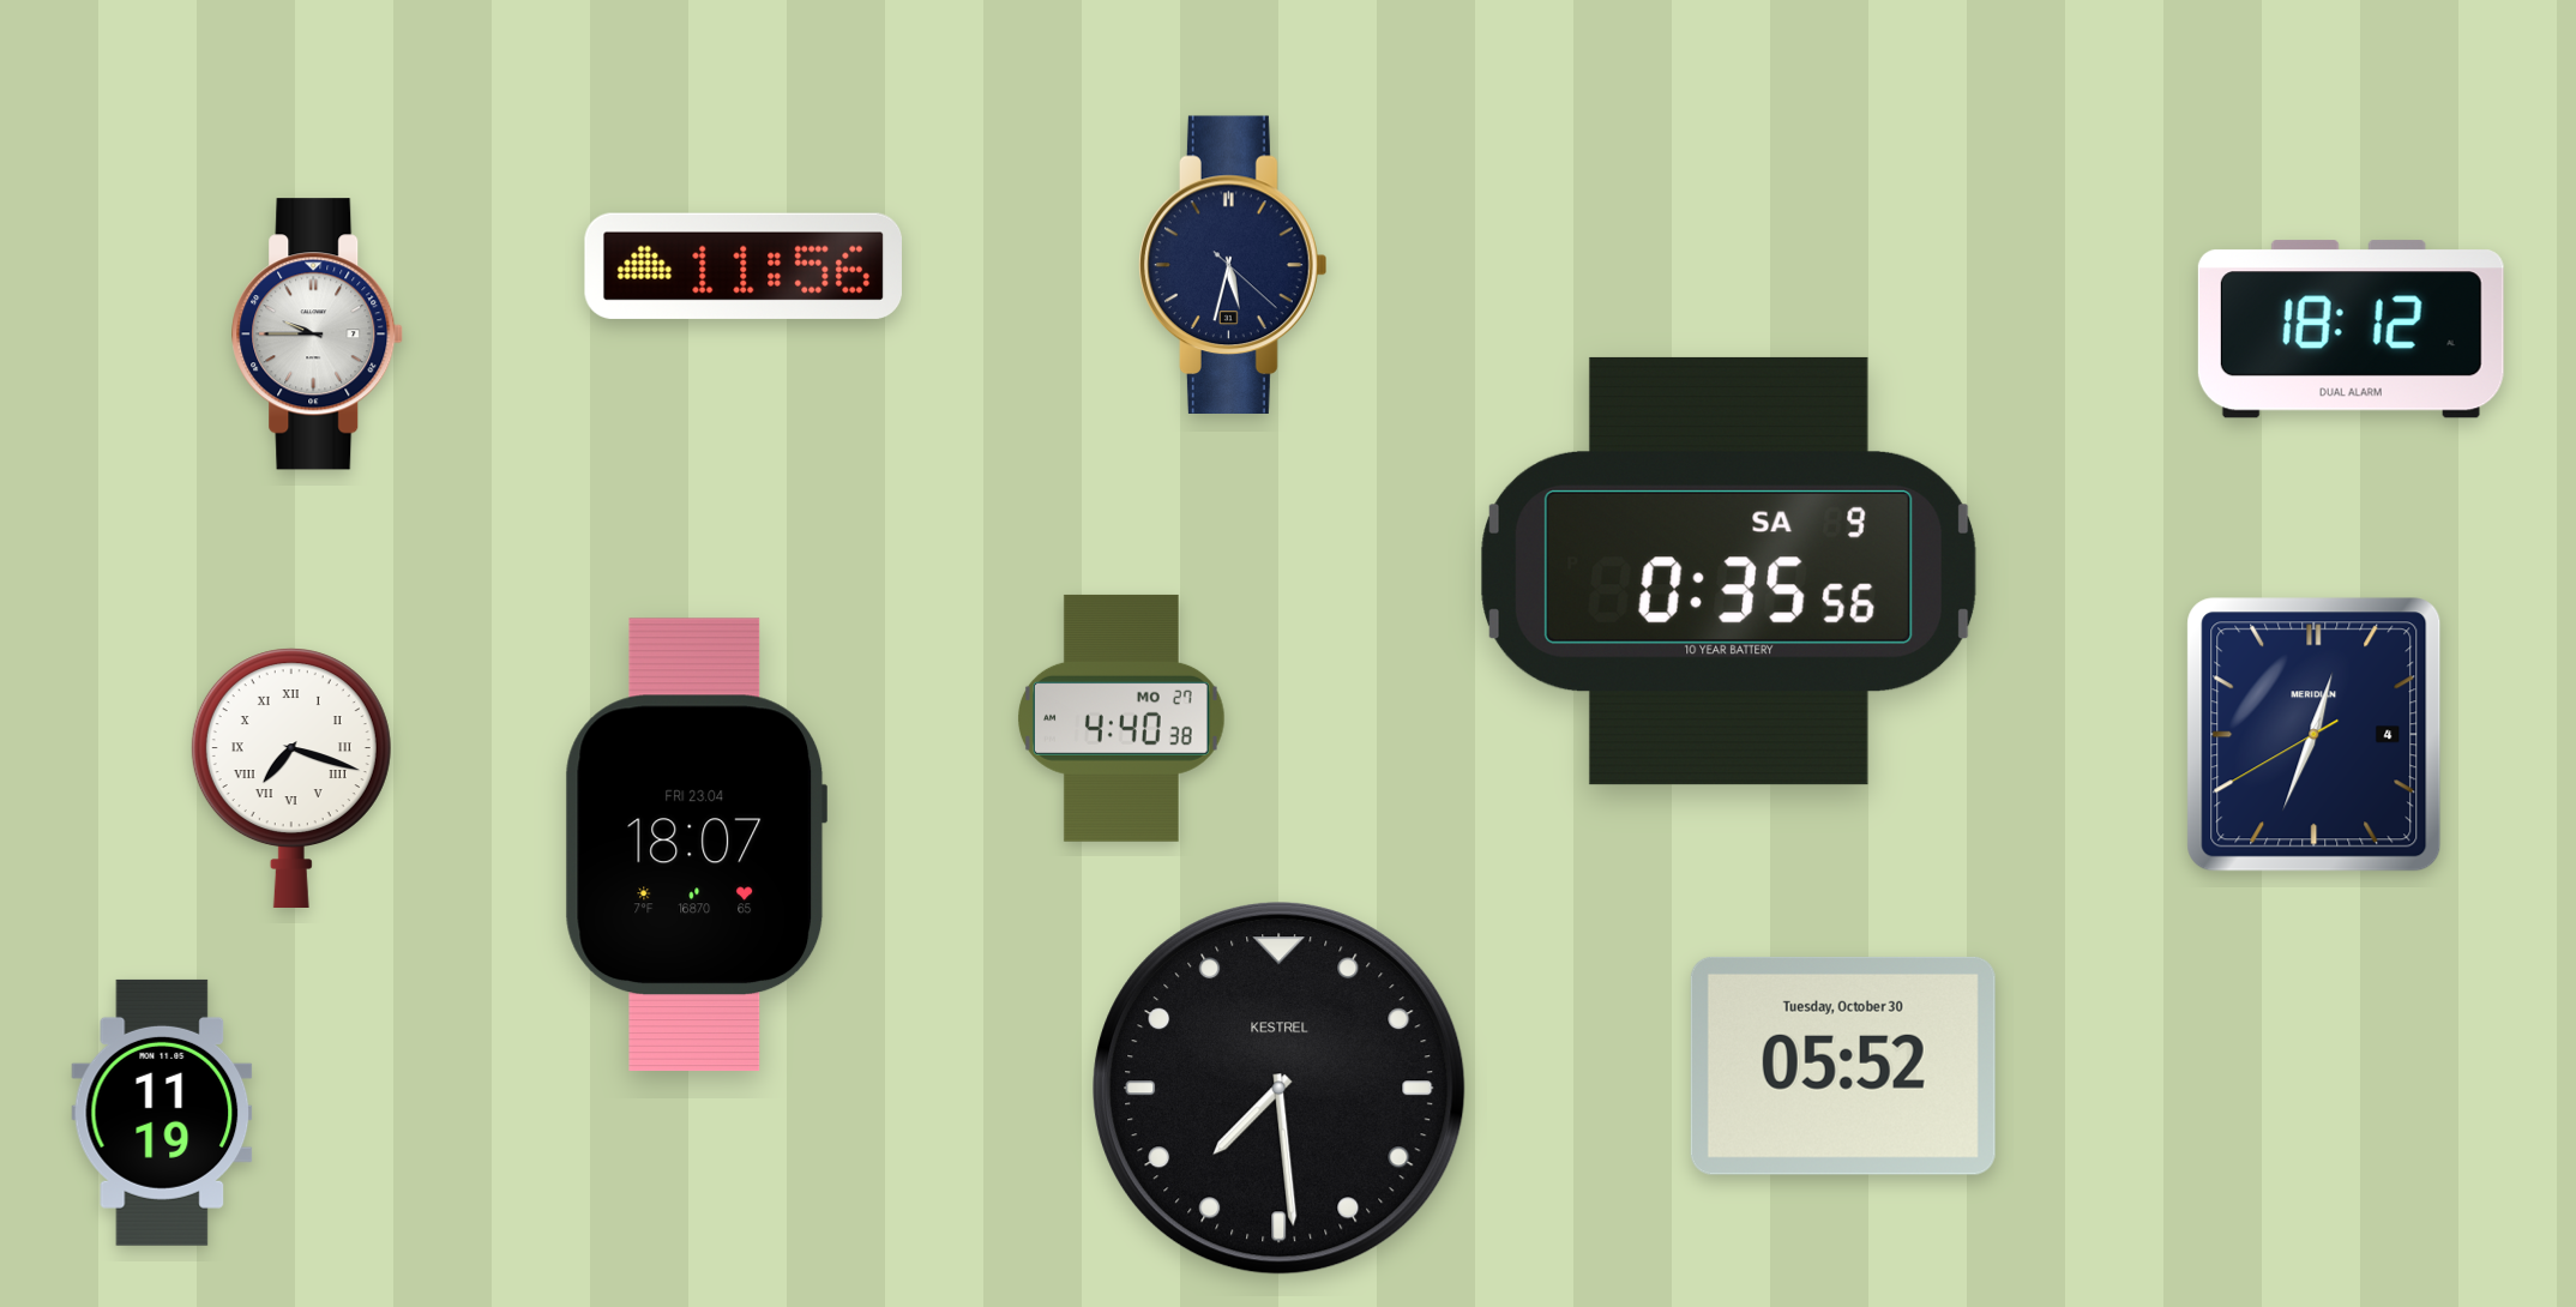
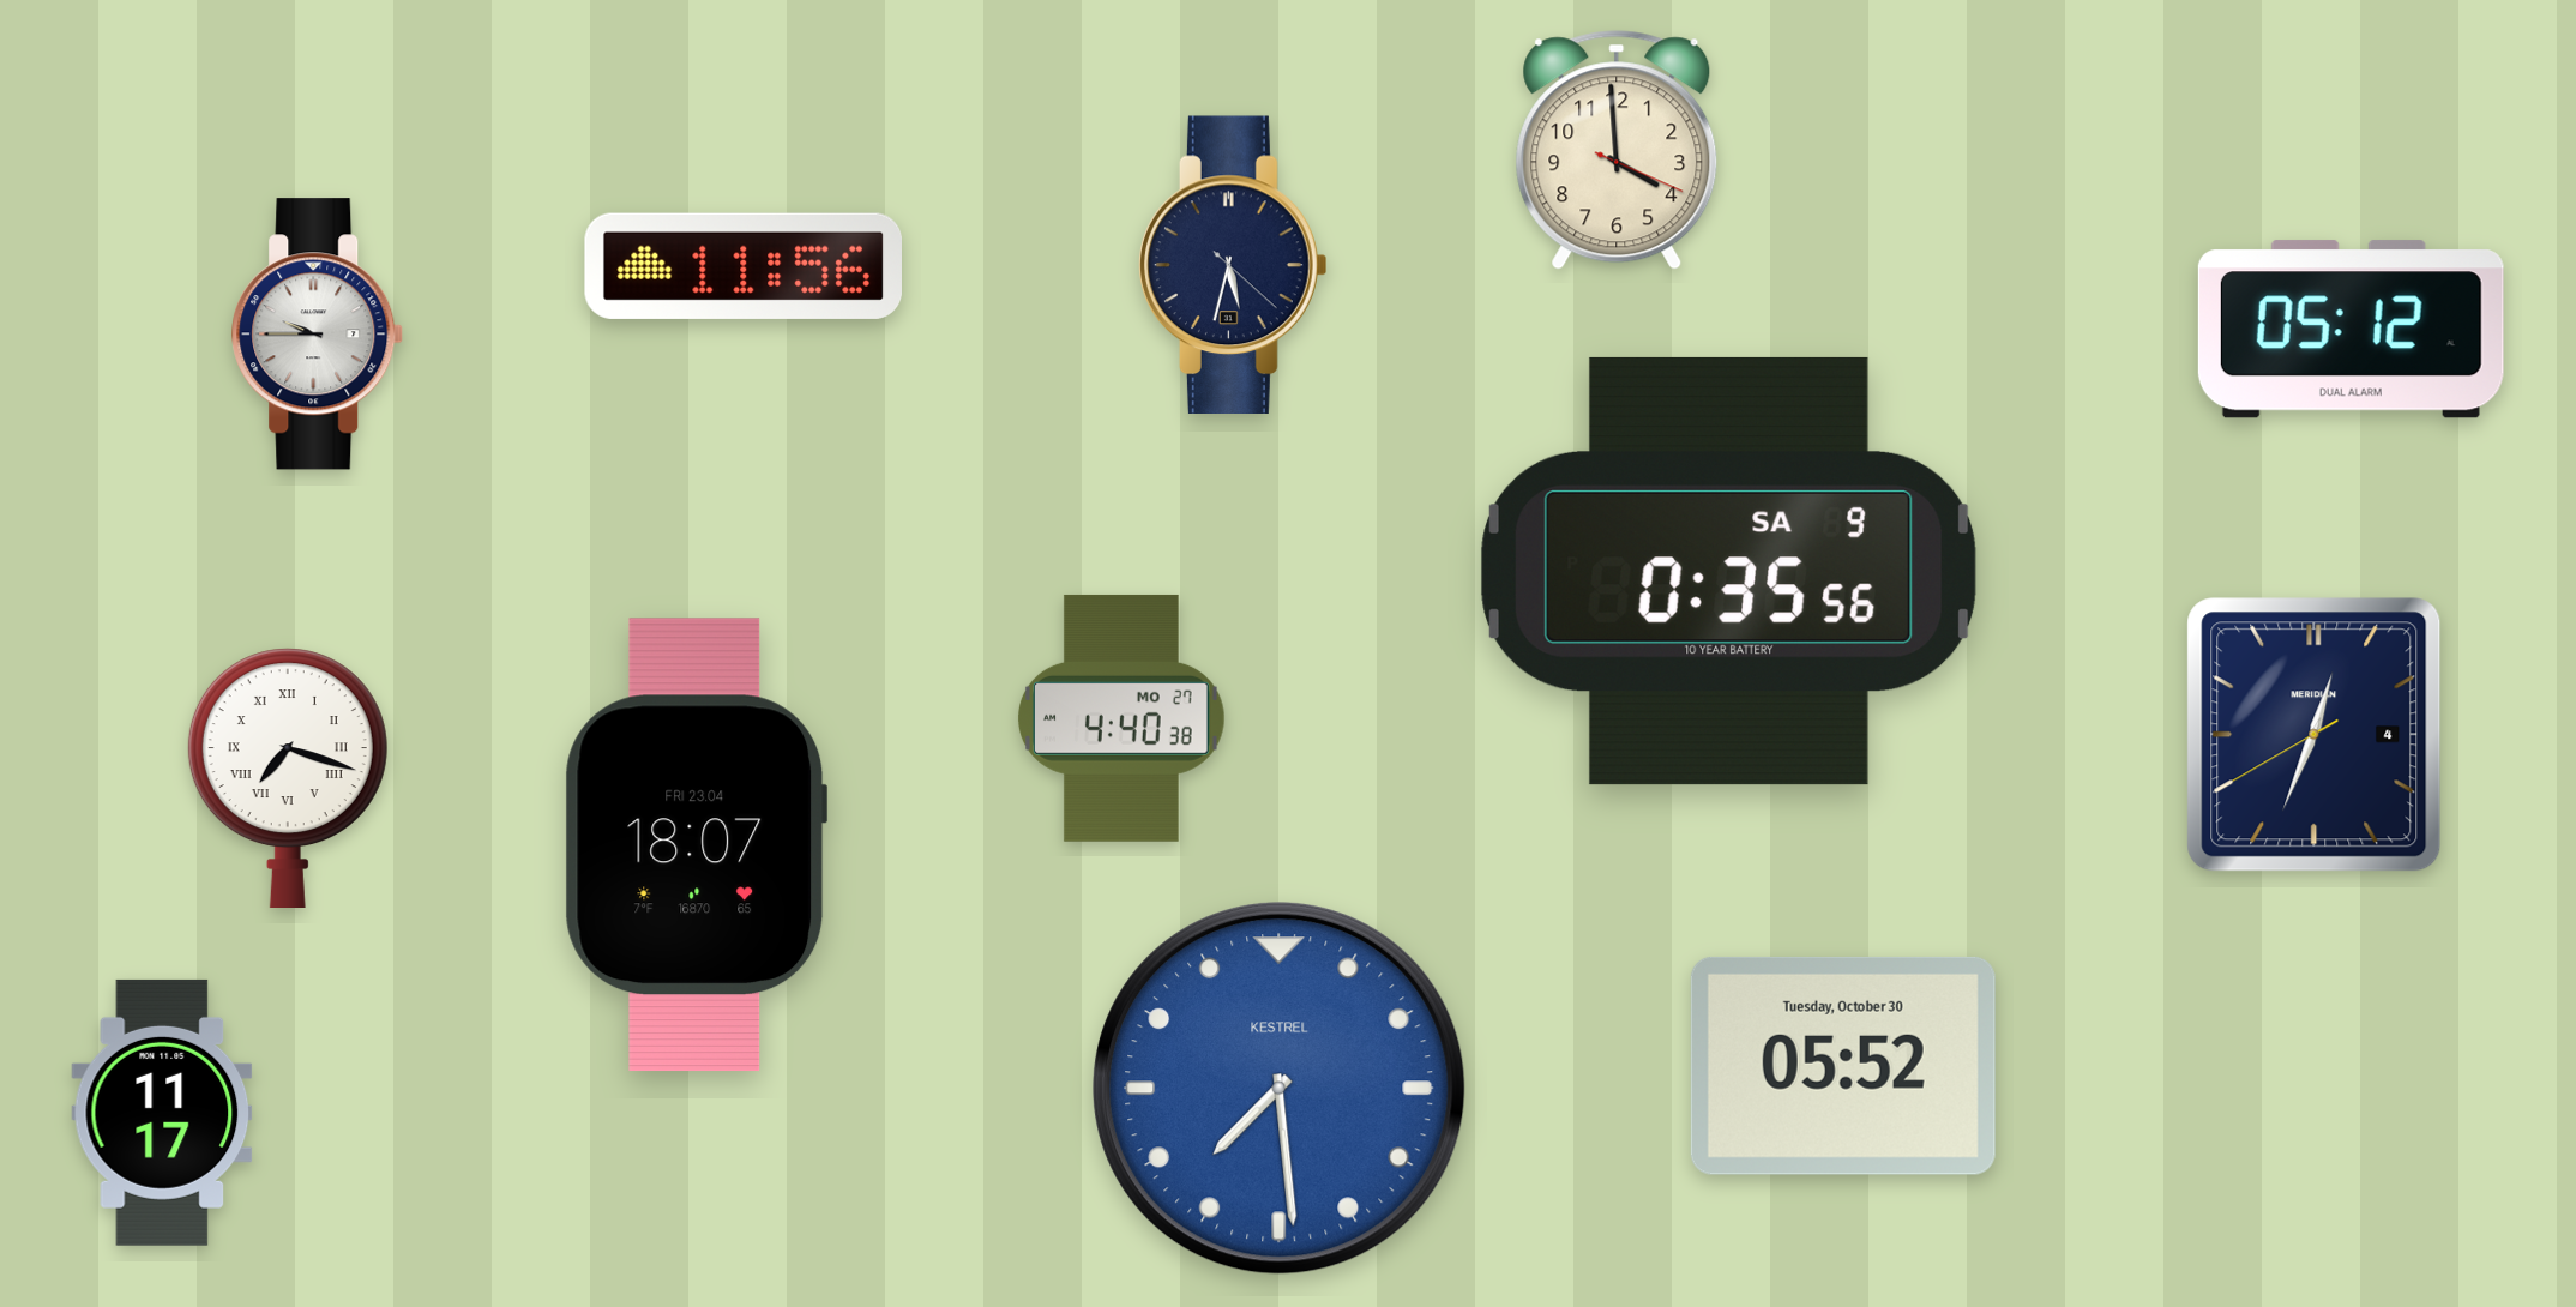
clock at (1617, 150): none -> 3:59
clock at (2351, 330): 18:12 -> 05:12
clock at (291, 777) position: (291, 777) -> (288, 777)
clock at (1280, 1089) dial: black -> blue
clock at (162, 1113): 11:19 -> 11:17
